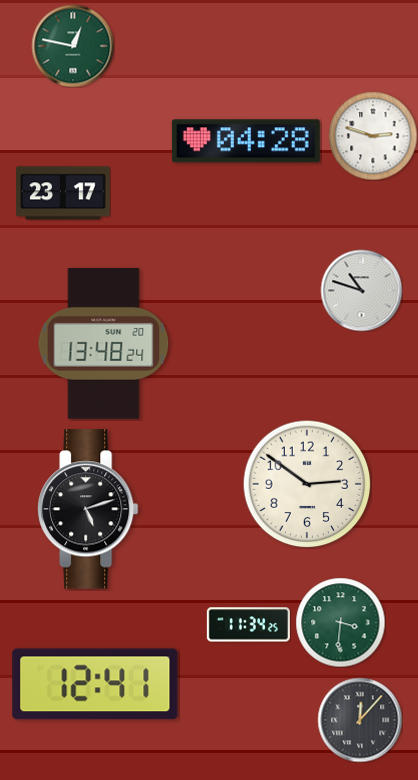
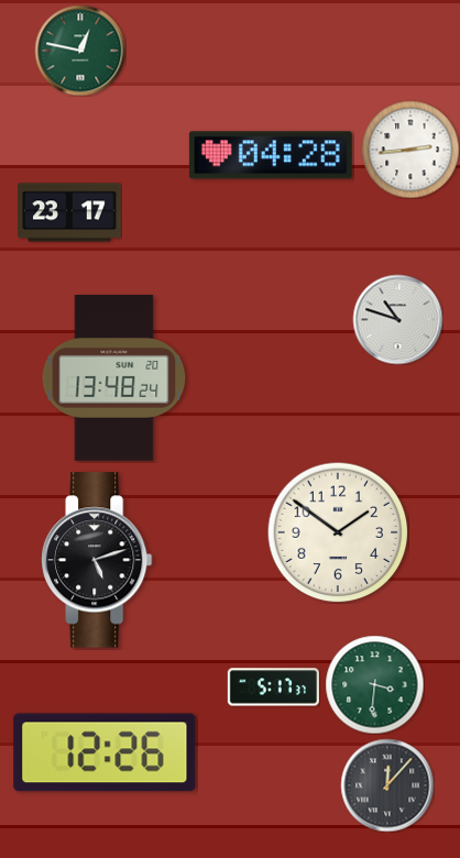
clock at (373, 136): 2:48 -> 2:44
clock at (307, 484): 2:51 -> 1:51
clock at (248, 625): 11:34 -> 5:17
clock at (95, 684): 12:41 -> 12:26
clock at (360, 720) position: (360, 720) -> (387, 785)
